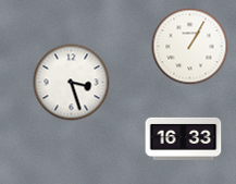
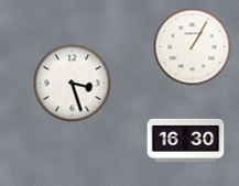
clock at (184, 138): 16:33 -> 16:30
